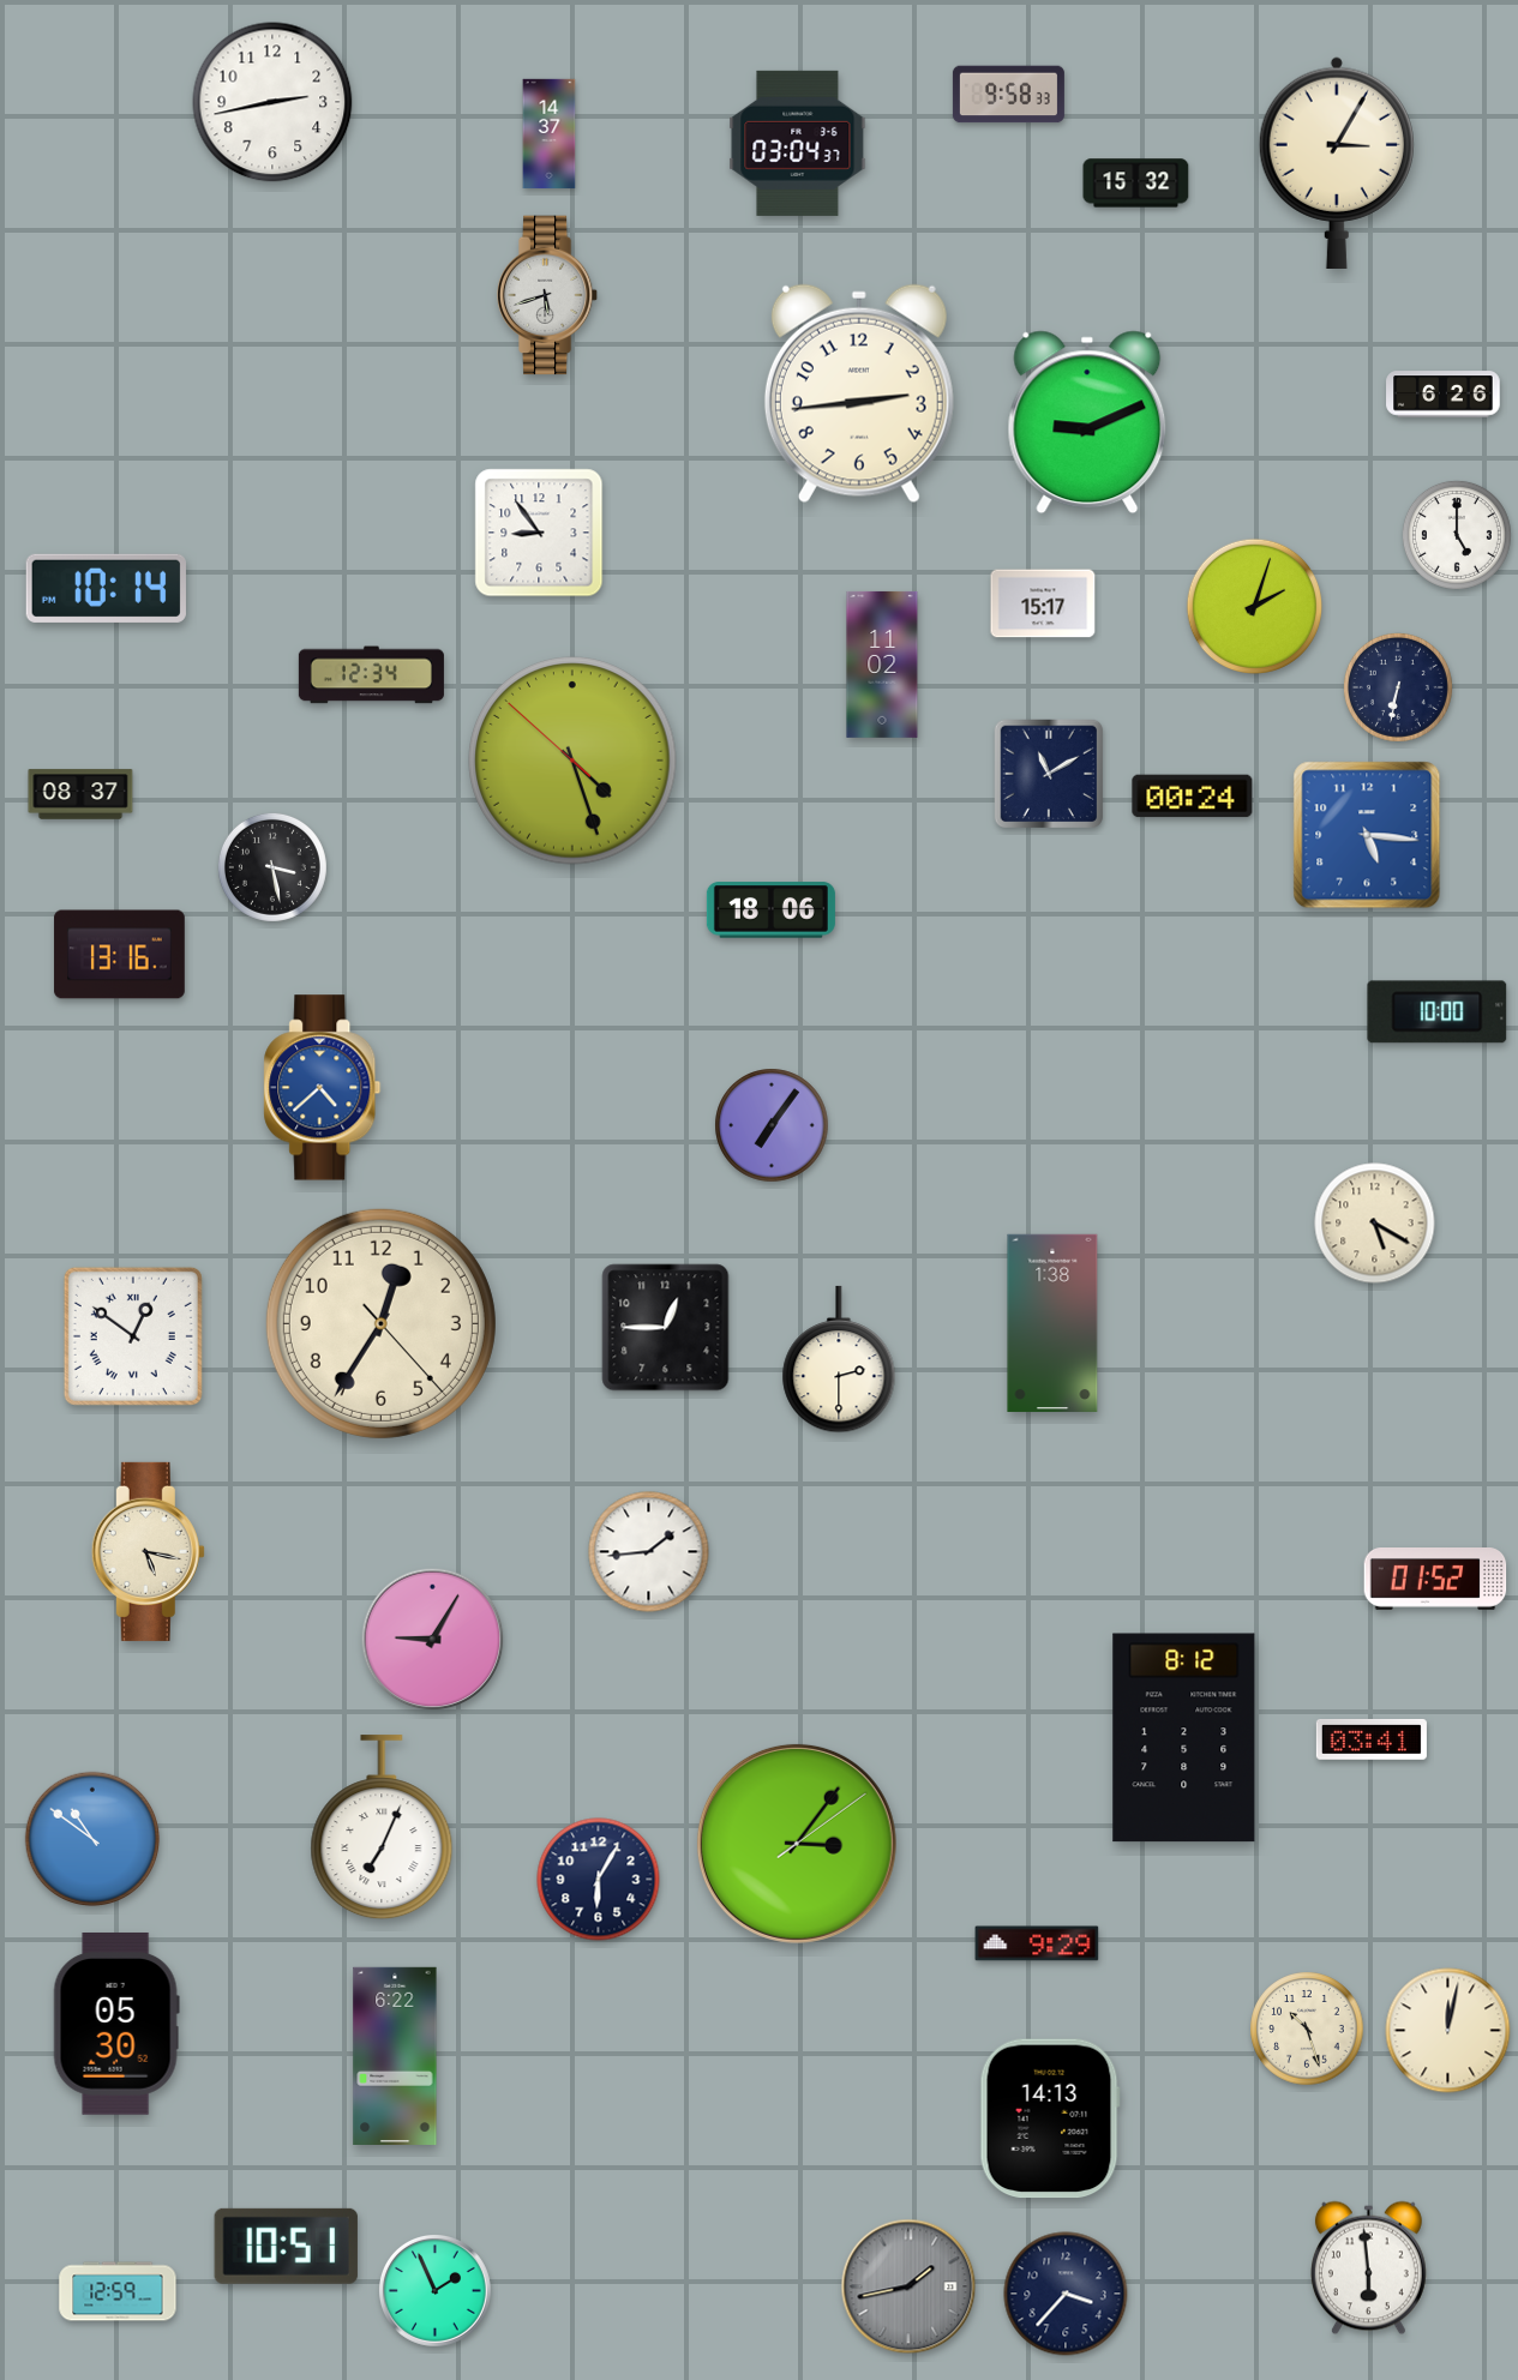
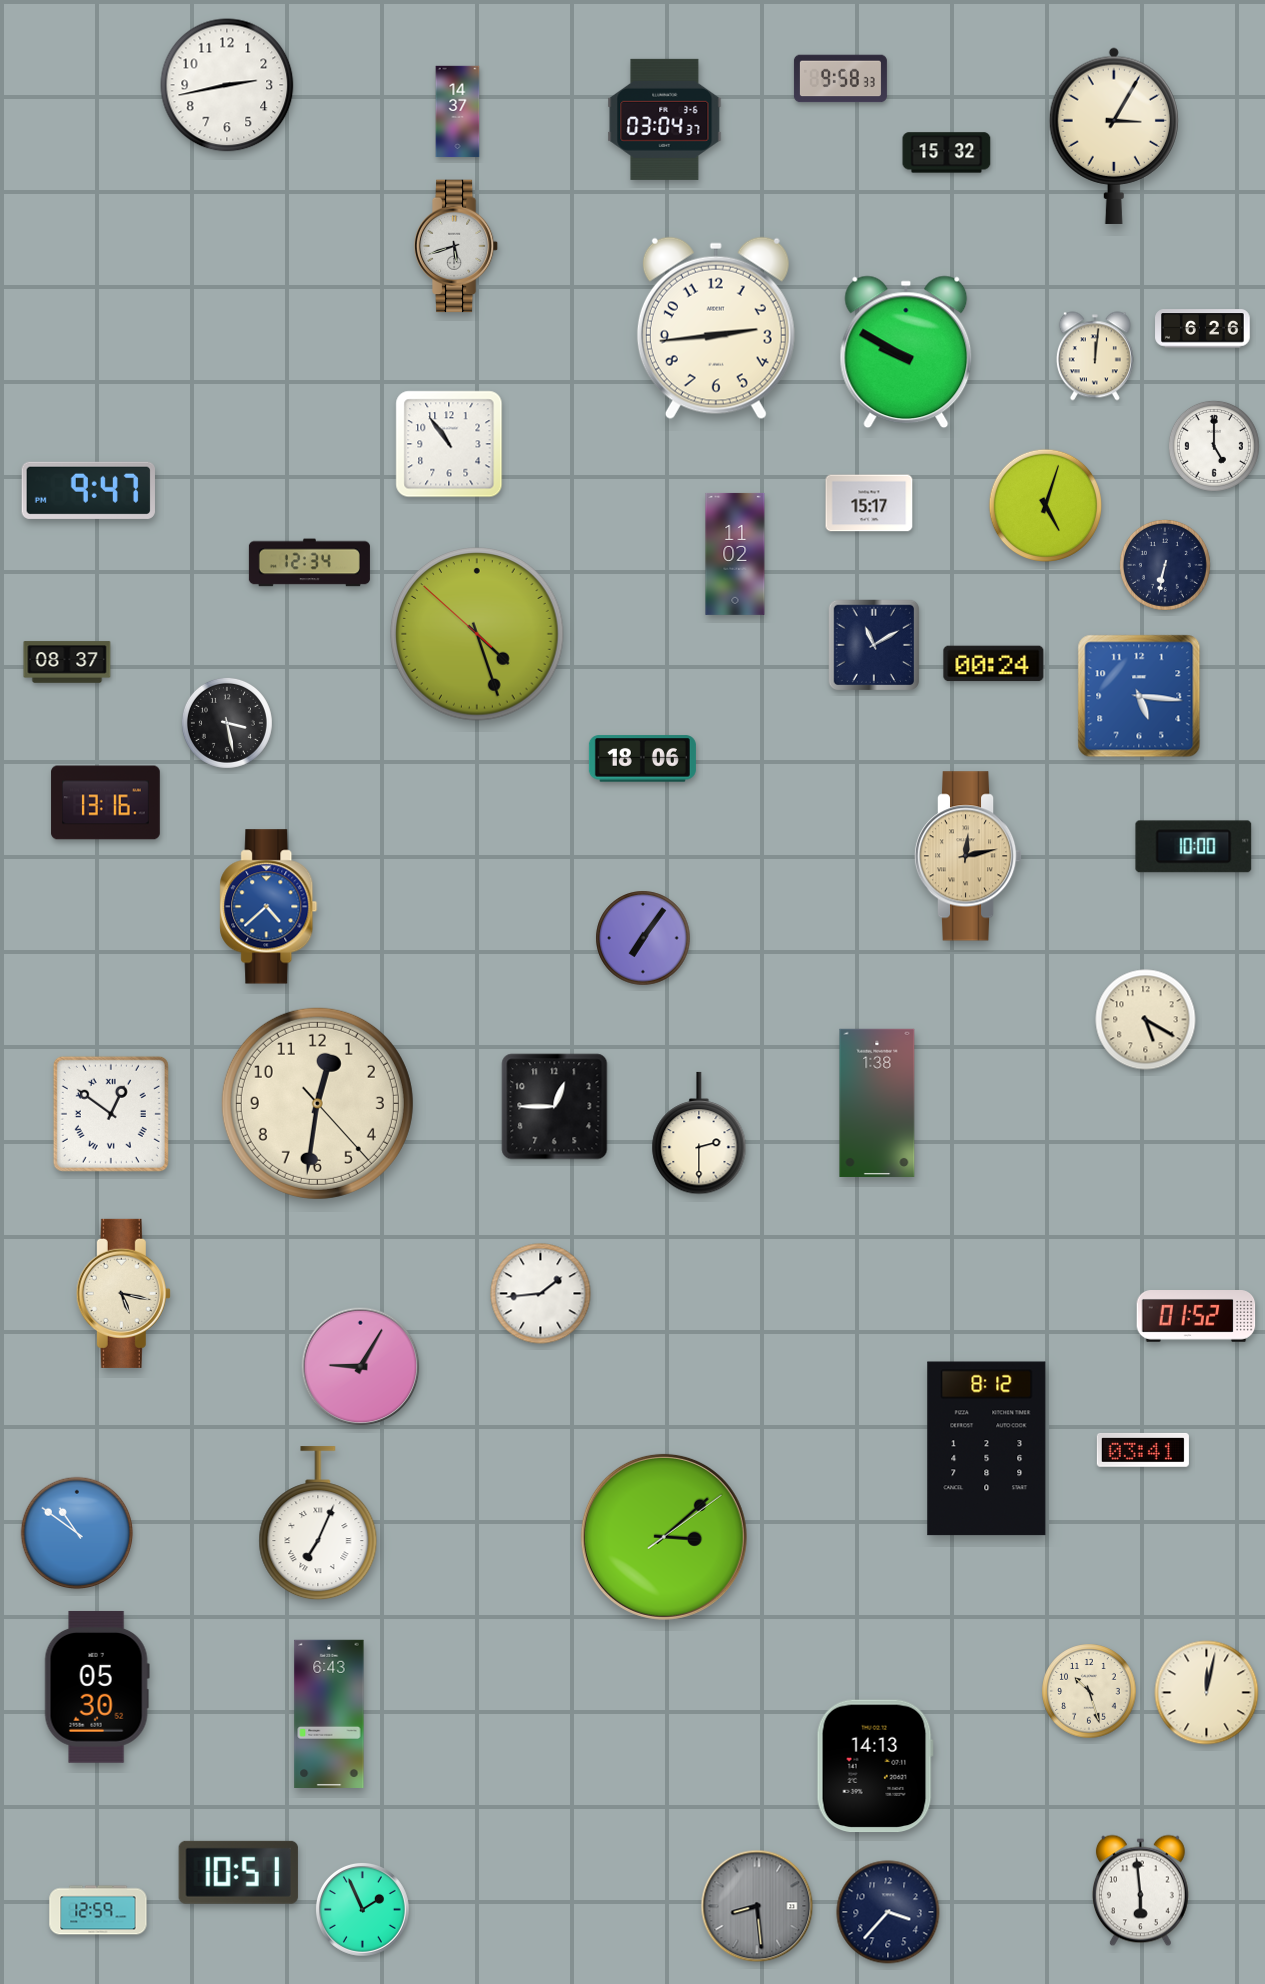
clock at (1087, 422): 9:11 -> 9:50
clock at (1095, 356): none -> 12:01
clock at (539, 533): 8:54 -> 10:54
clock at (106, 588): 10:14 -> 9:47
clock at (1254, 606): 2:03 -> 5:03
clock at (1398, 687) position: (1398, 687) -> (1165, 565)
clock at (120, 955) position: (120, 955) -> (106, 803)
clock at (1438, 1012) position: (1438, 1012) -> (1194, 847)
clock at (968, 856): none -> 12:13
clock at (380, 1323): 12:35 -> 12:31
clock at (797, 1844): 3:06 -> 3:08
clock at (599, 1880): 6:05 -> none
clock at (1037, 1943): 9:29 -> none
clock at (395, 2055): 6:22 -> 6:43
clock at (908, 2286): 1:43 -> 8:29
